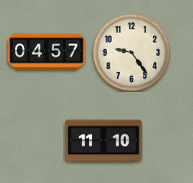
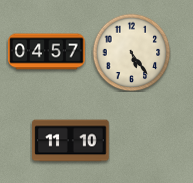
clock at (131, 52): 9:24 -> 5:24
clock at (104, 141) position: (104, 141) -> (71, 141)
